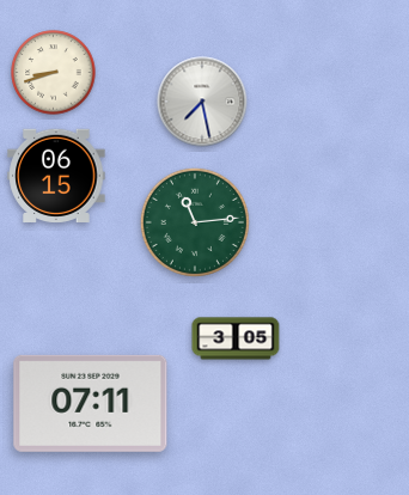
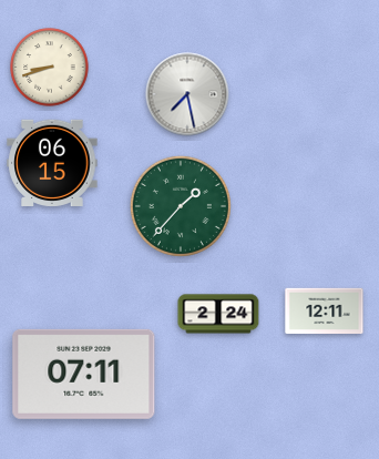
clock at (195, 222): 11:14 -> 1:37
clock at (325, 312): none -> 12:11
clock at (236, 338): 3:05 -> 2:24
